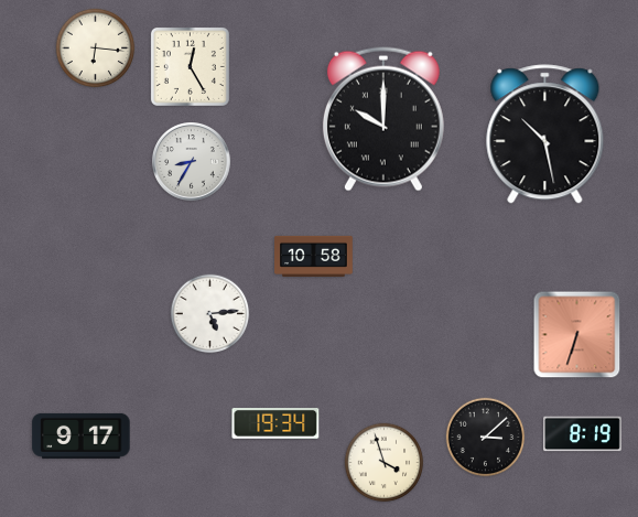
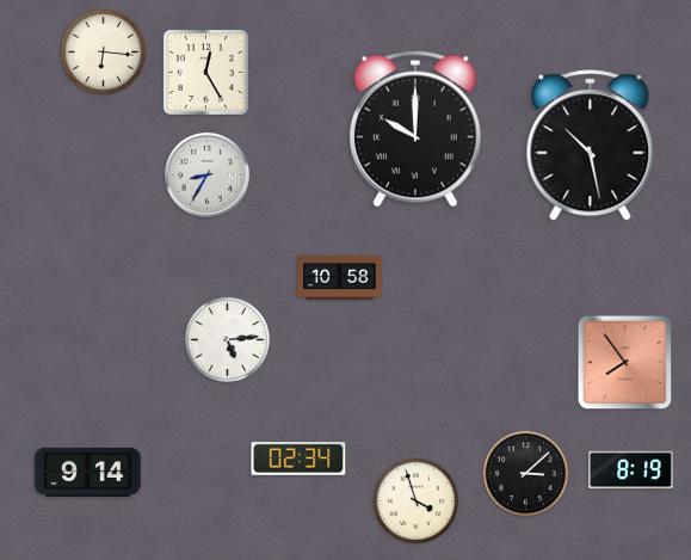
clock at (577, 335): 6:33 -> 7:54
clock at (275, 424): 19:34 -> 02:34
clock at (82, 435): 9:17 -> 9:14
